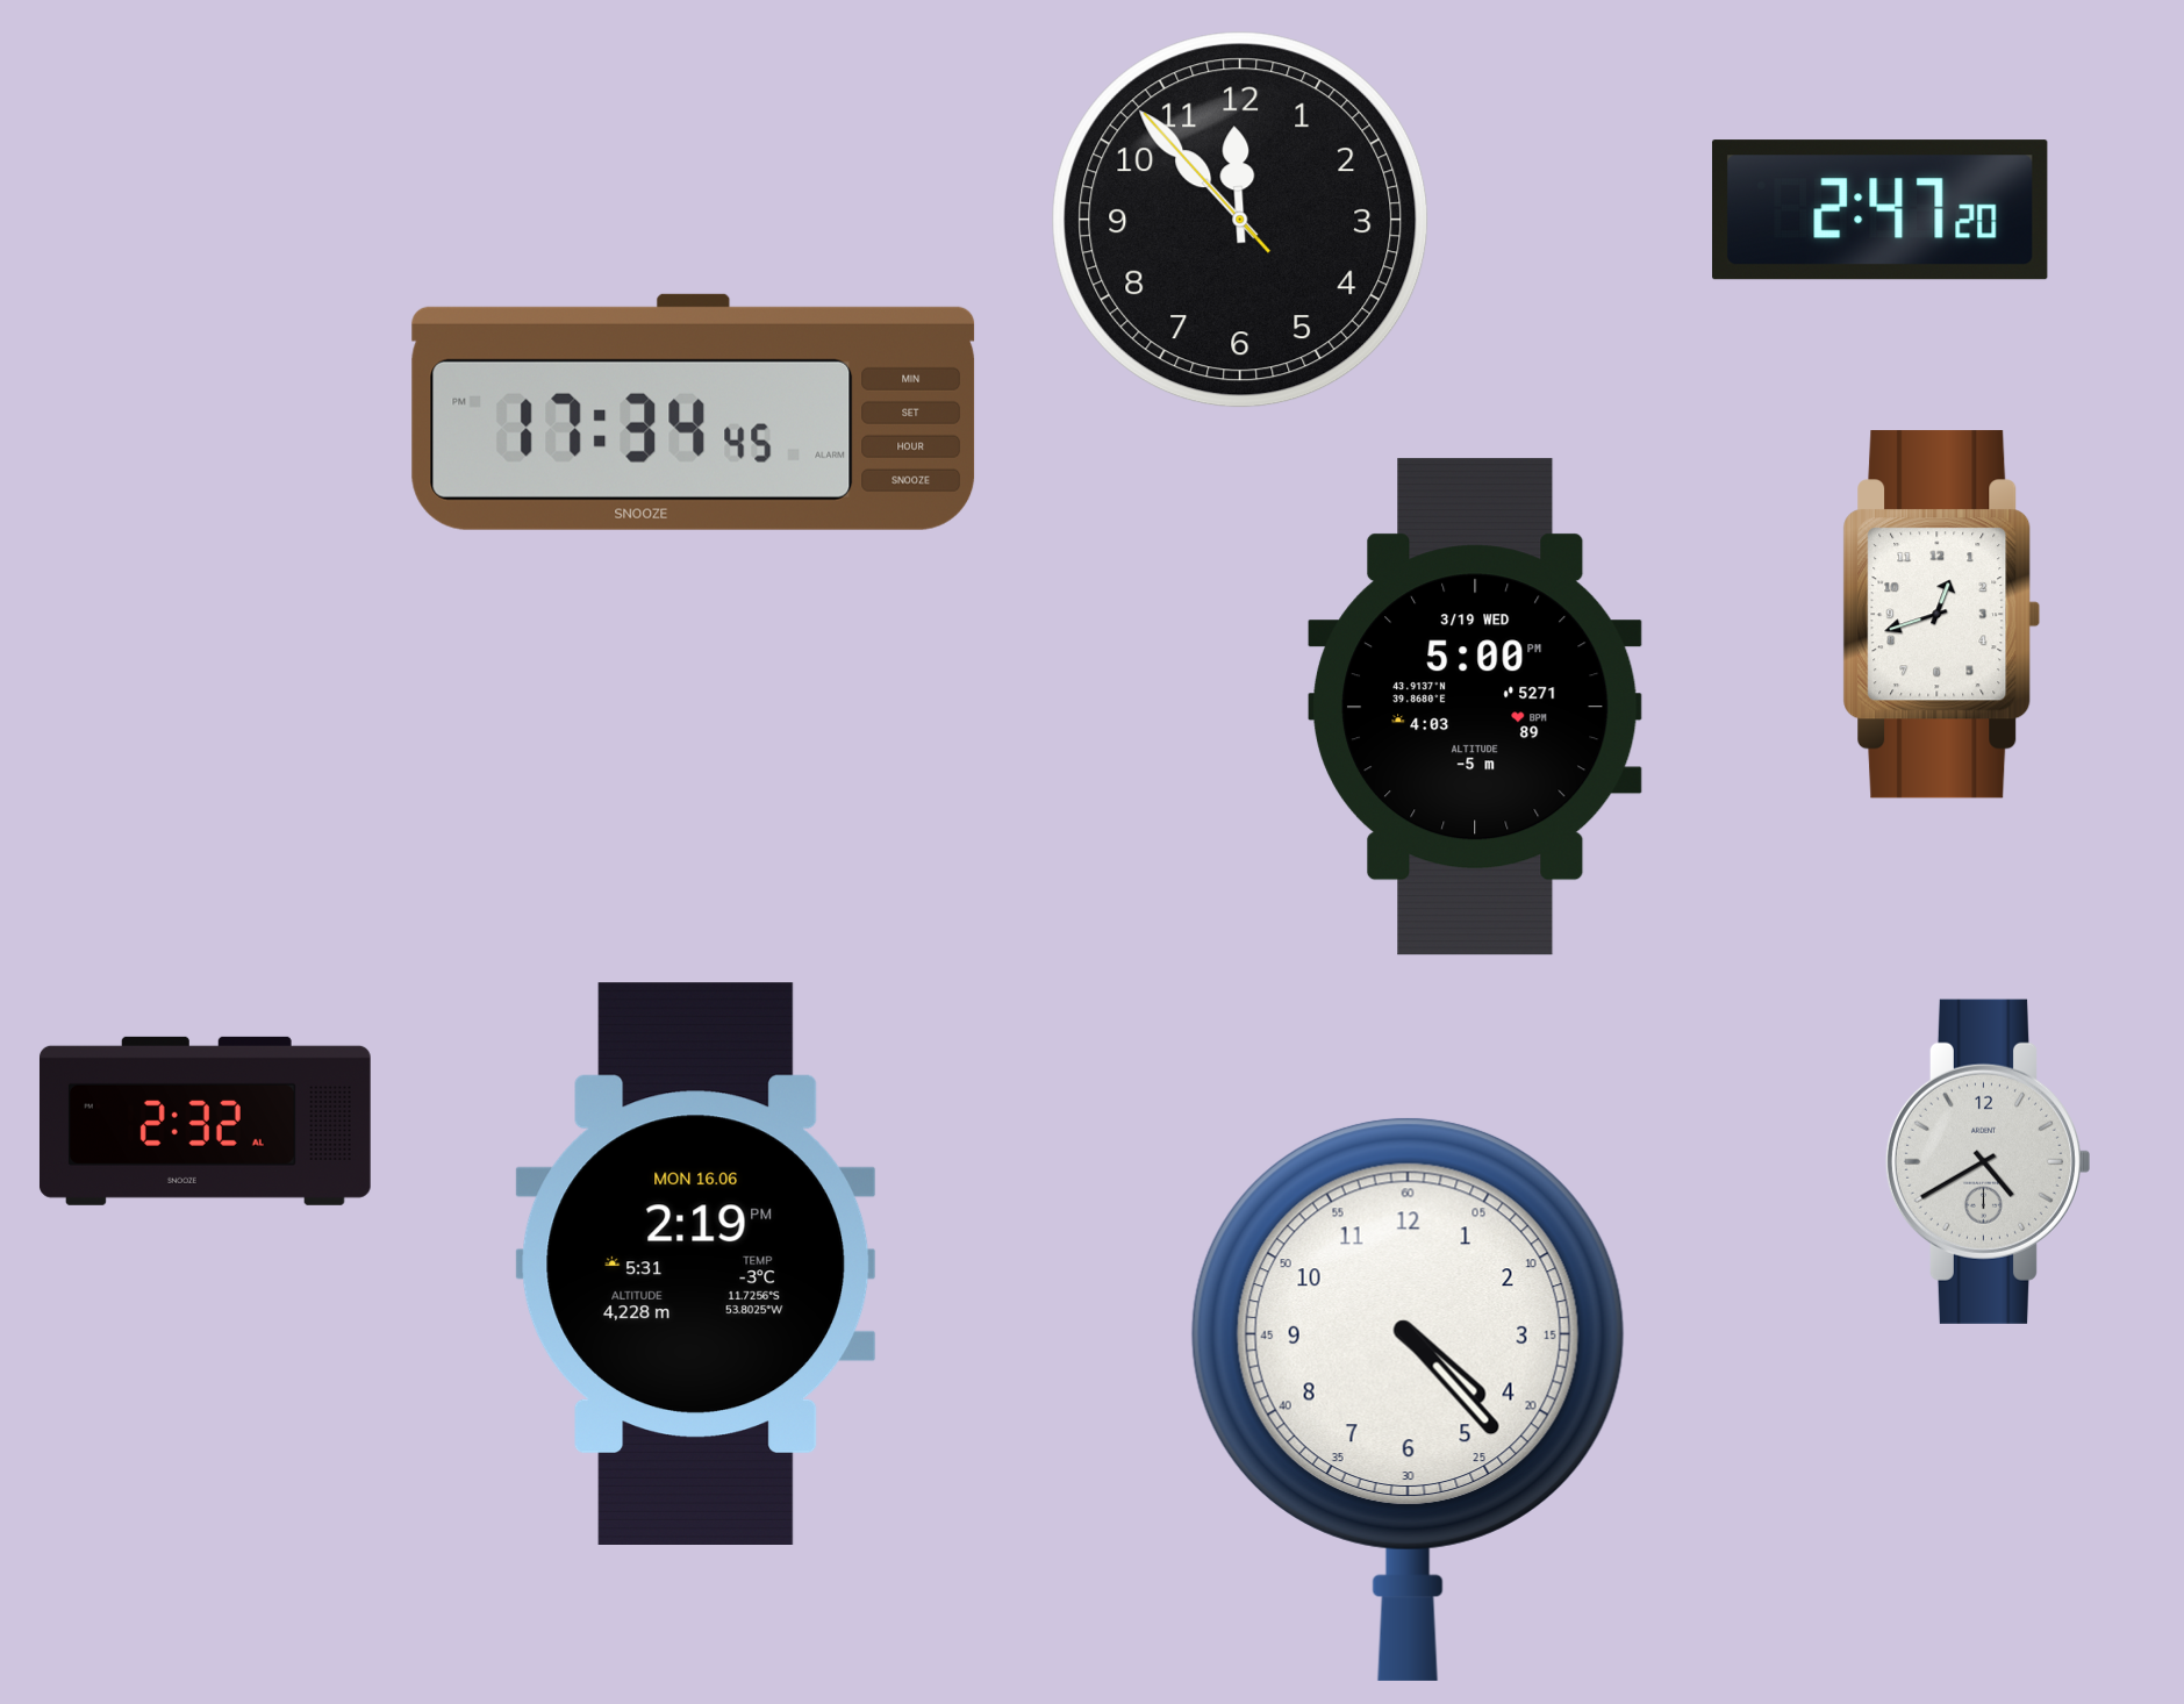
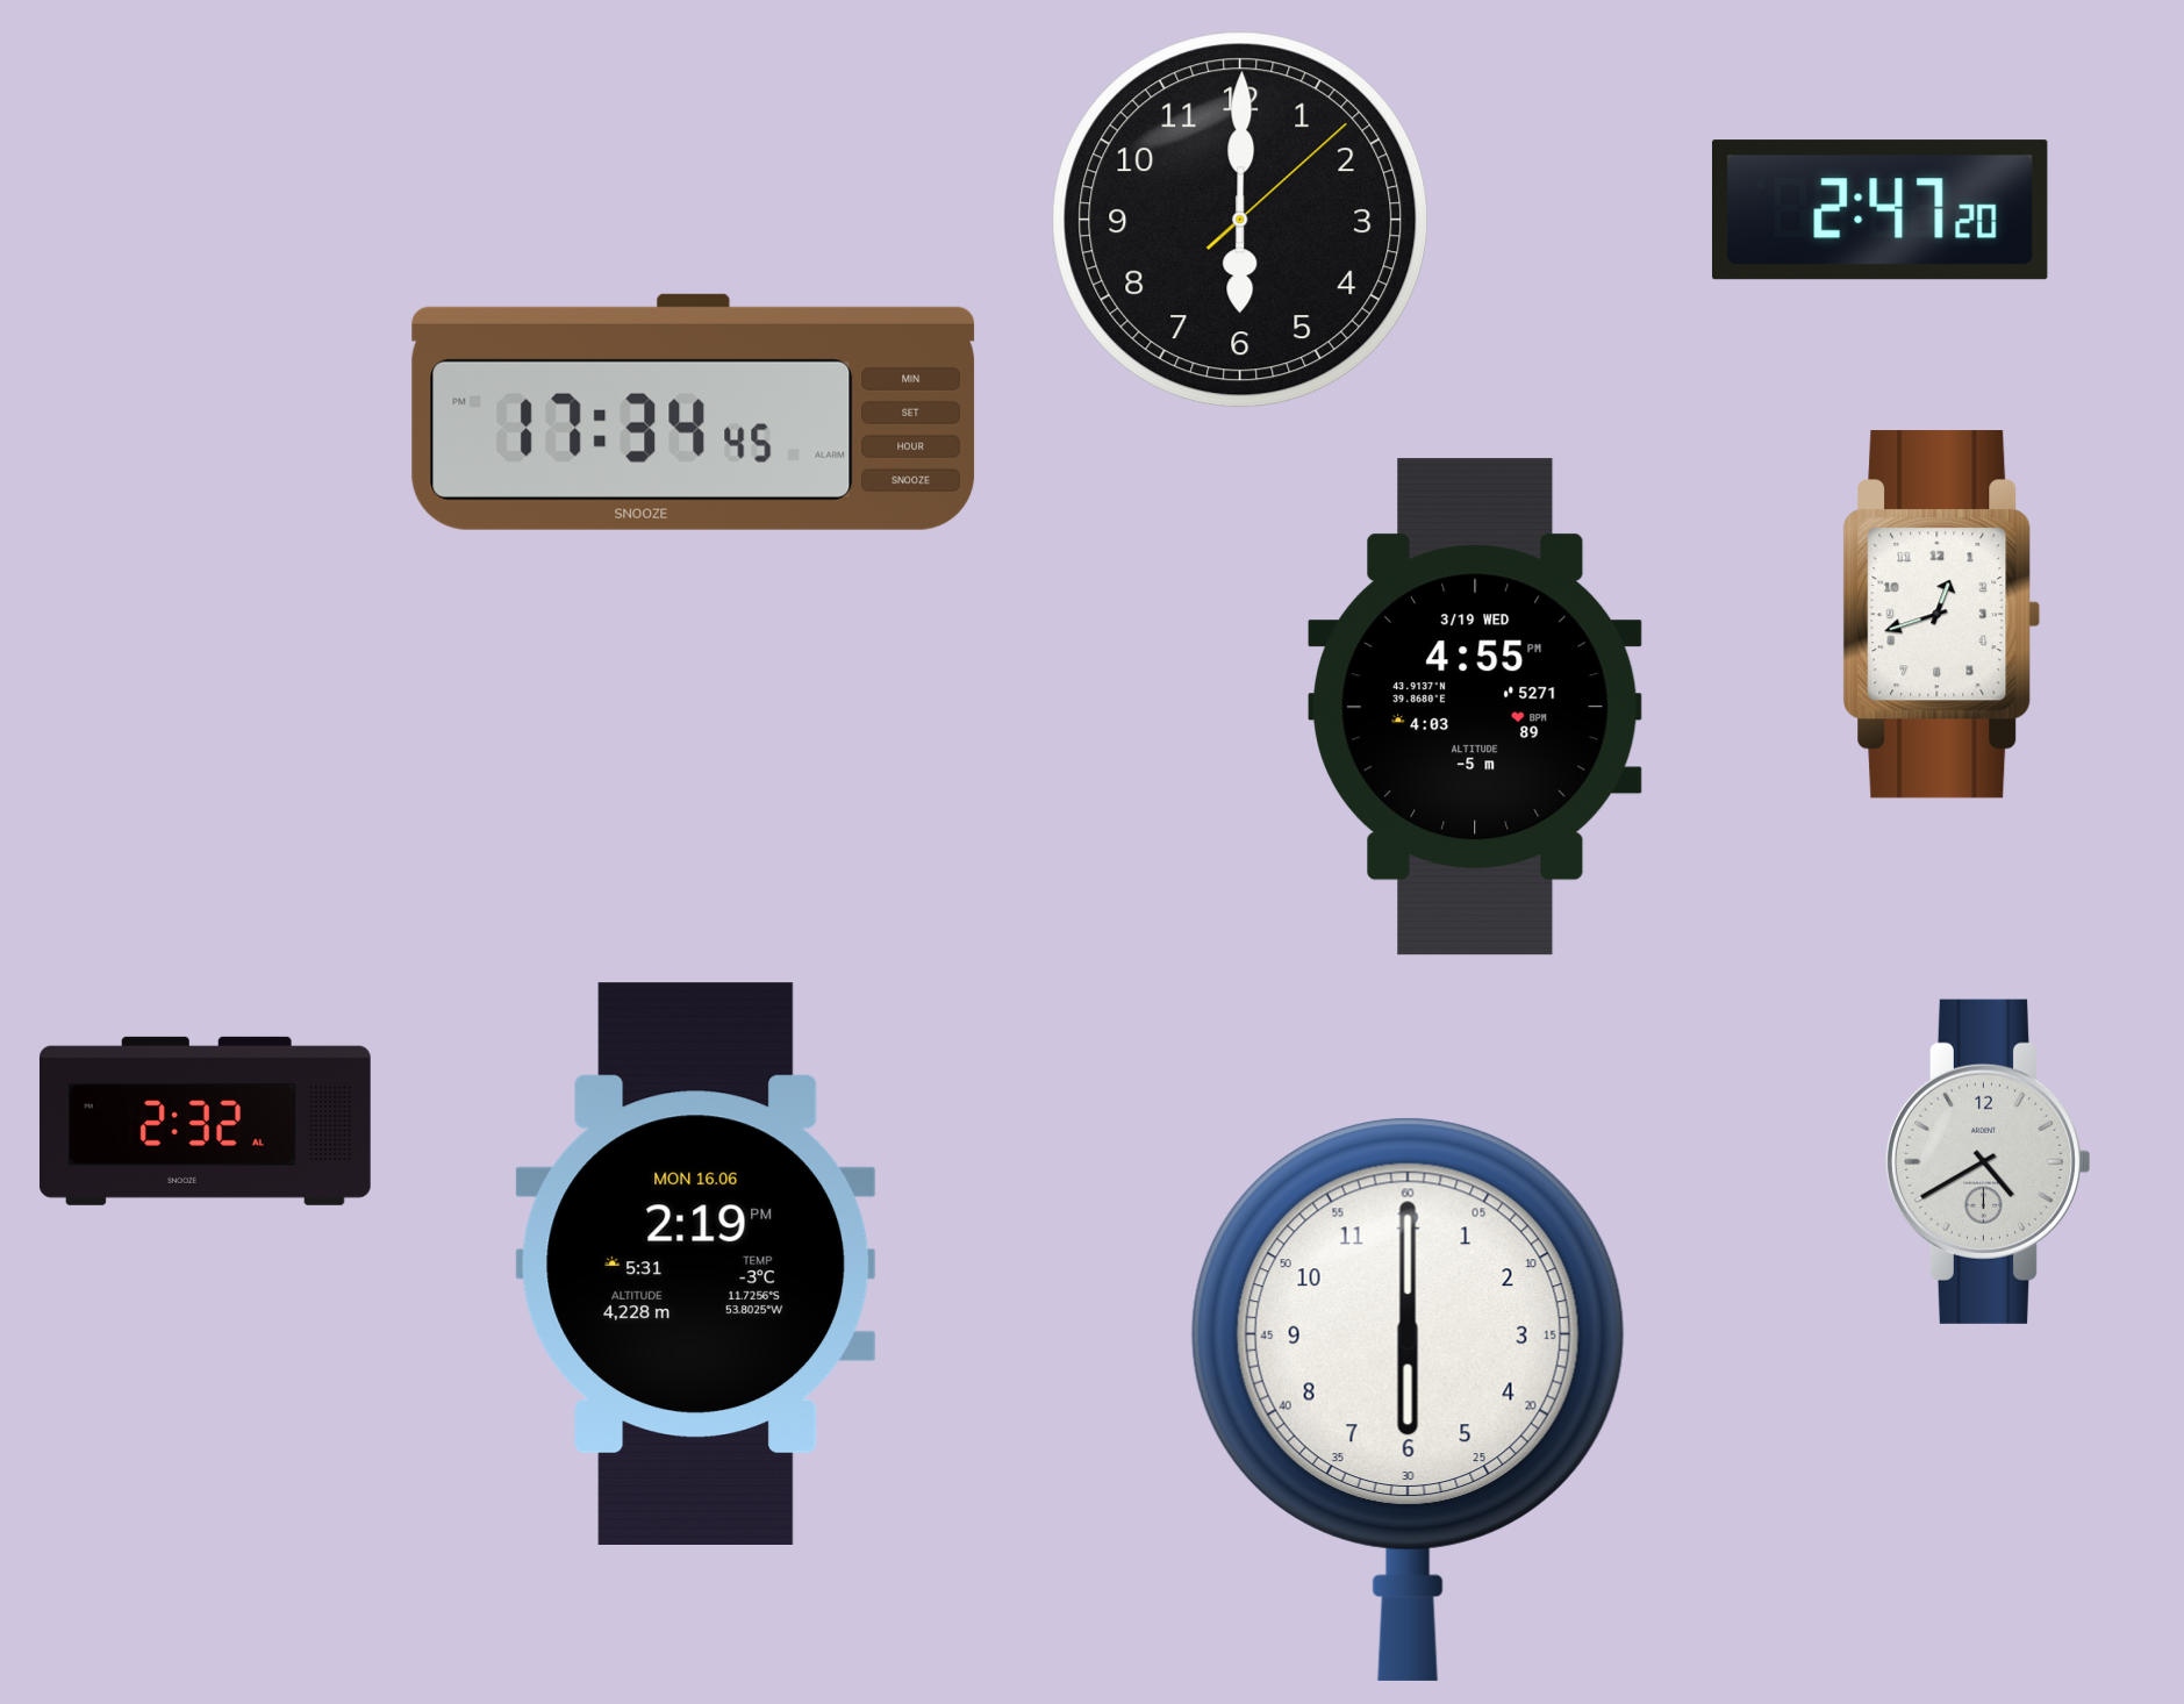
clock at (1240, 220): 11:52 -> 6:00
clock at (1476, 707): 5:00 -> 4:55
clock at (1408, 1399): 4:23 -> 6:00
